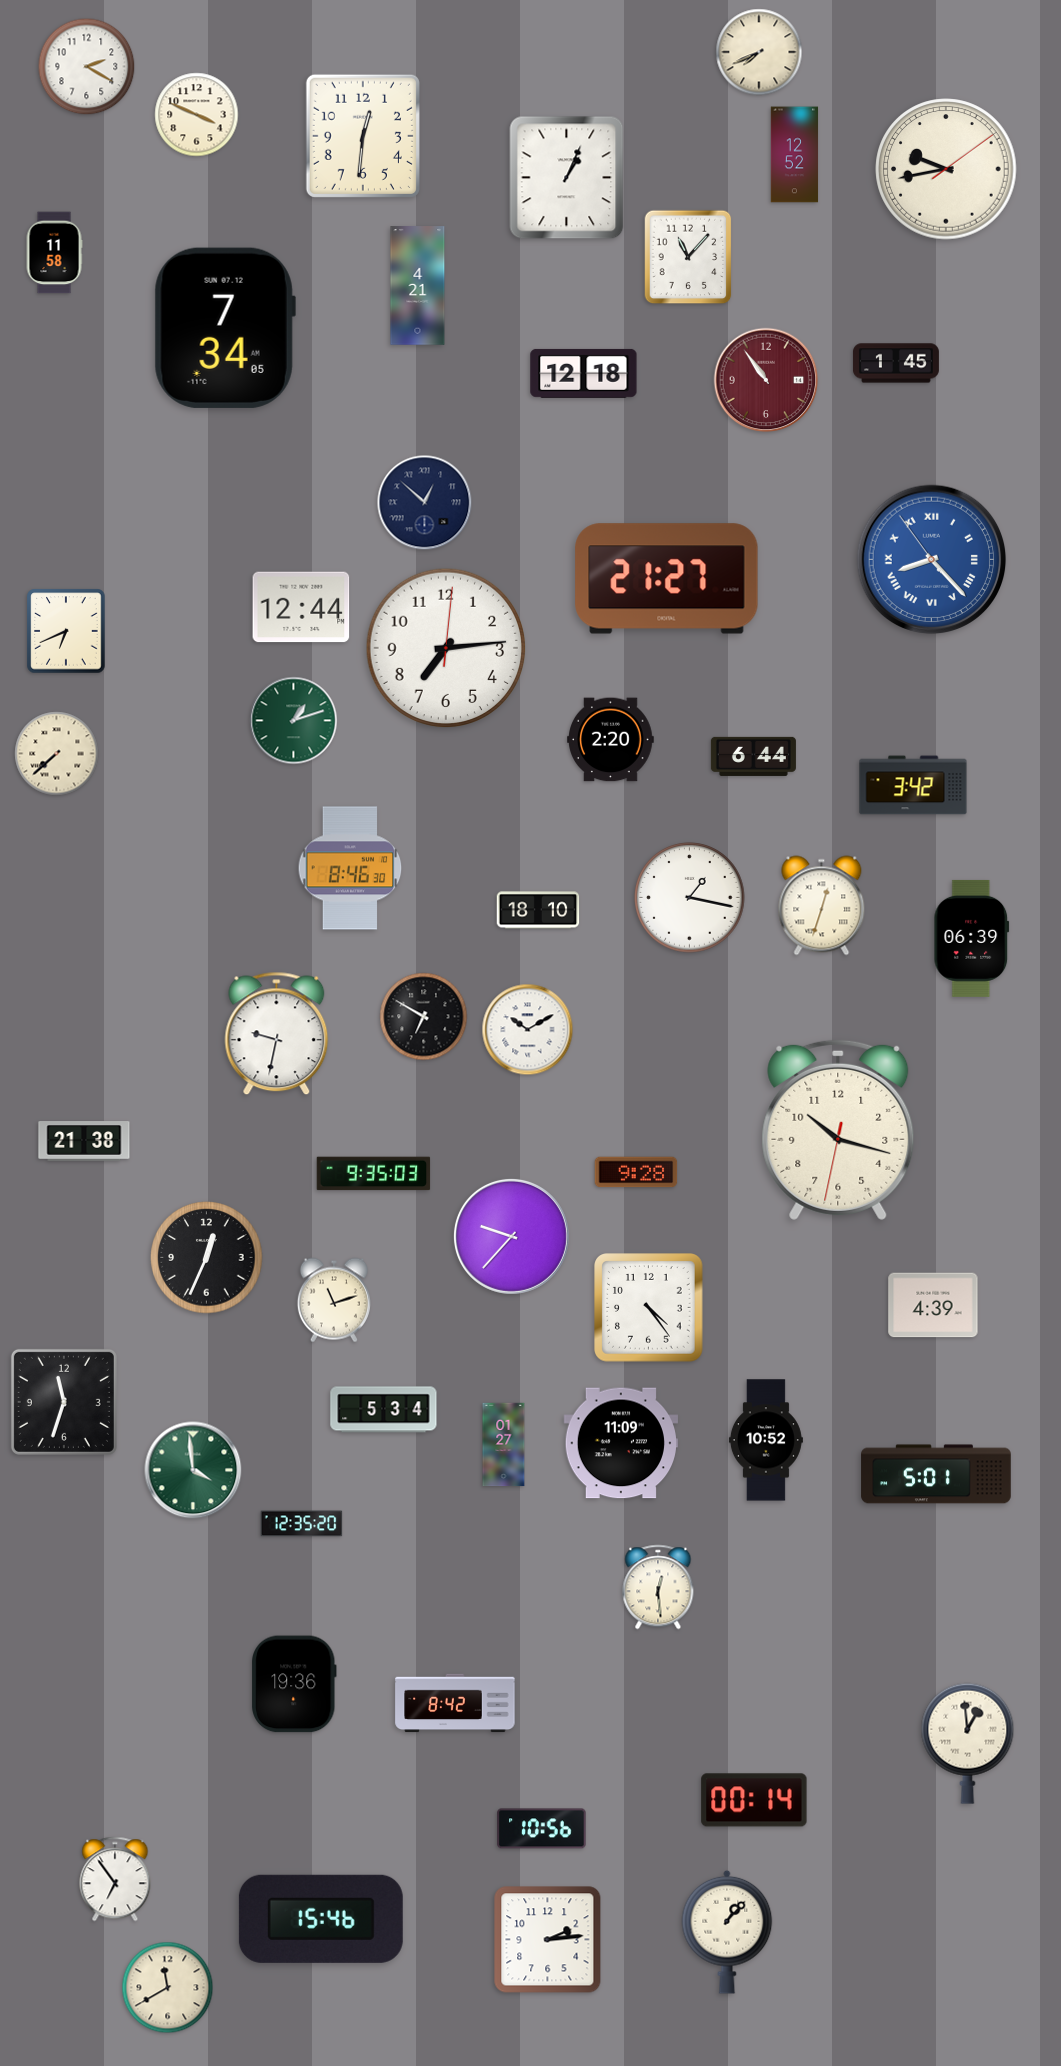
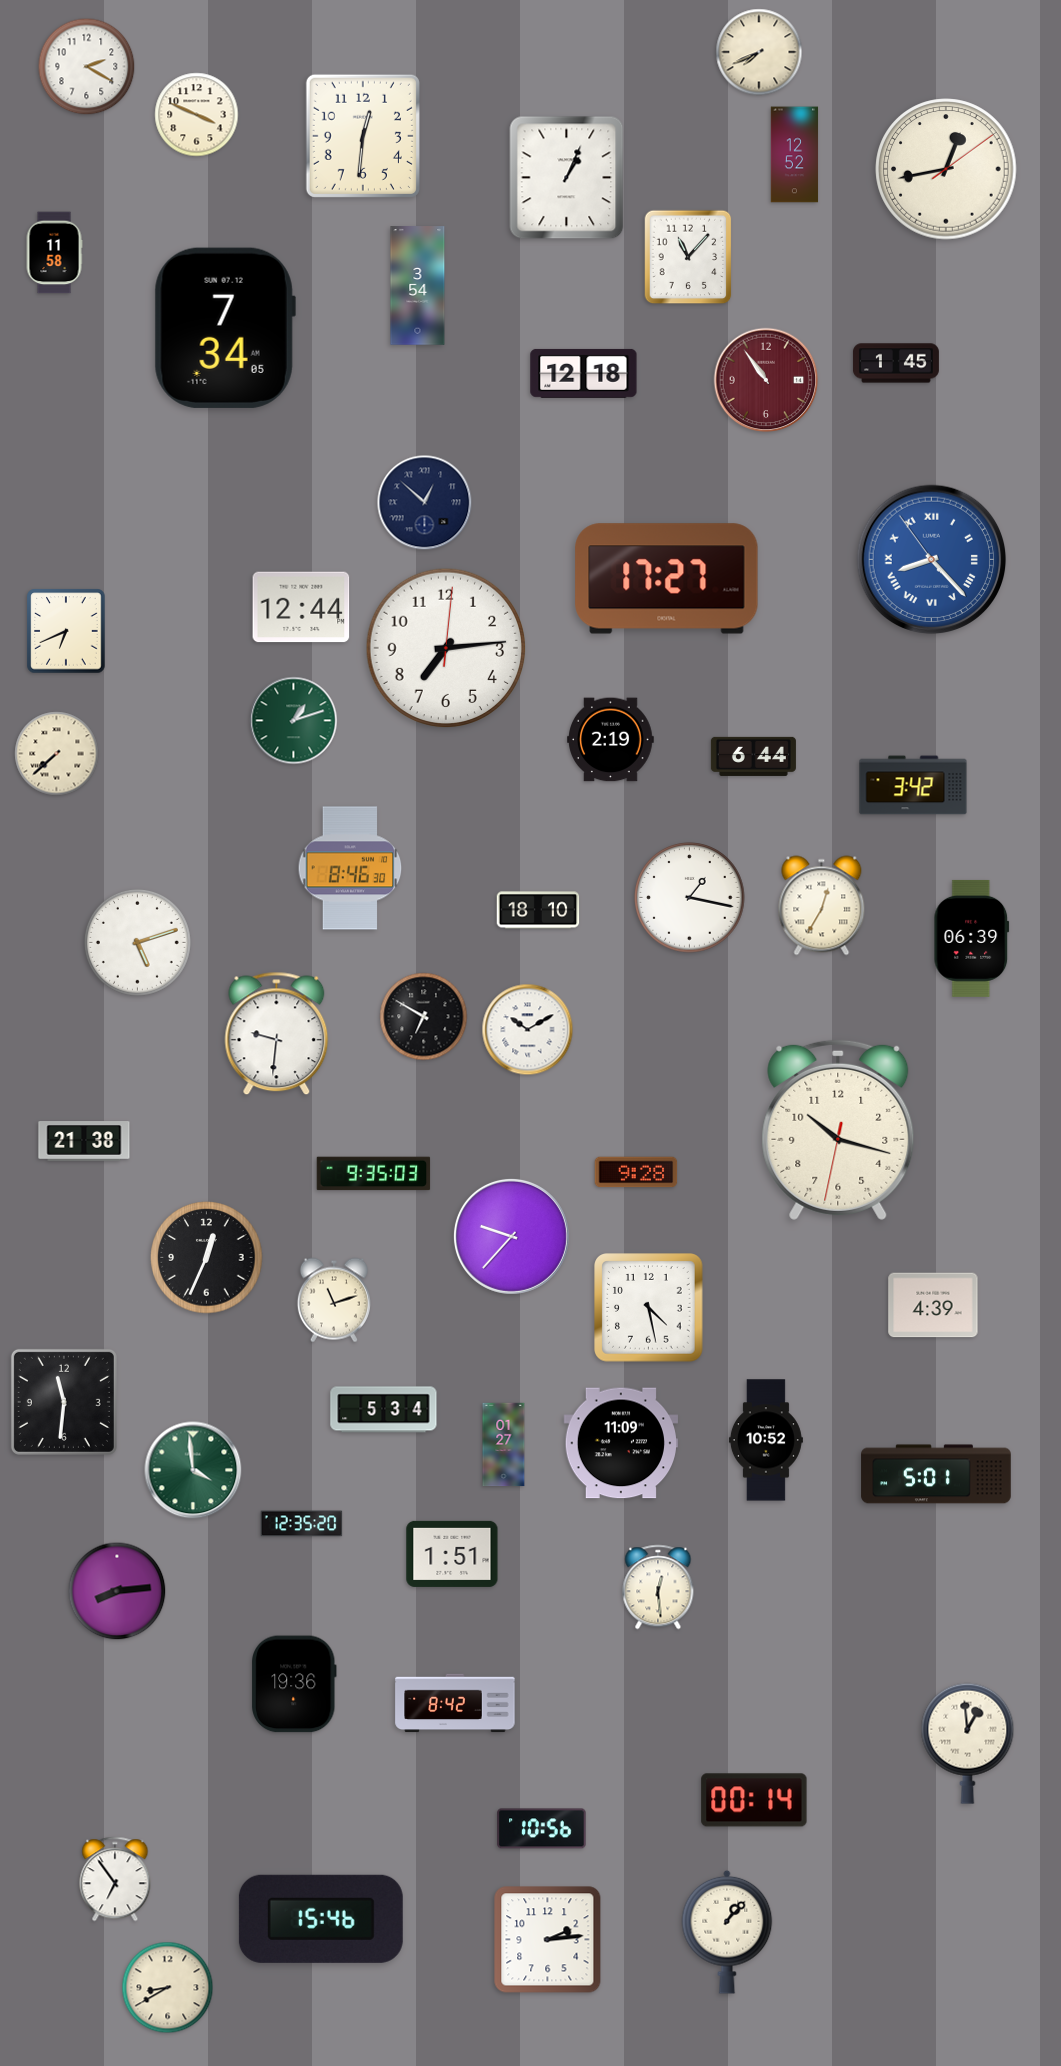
clock at (946, 169): 9:43 -> 12:43
clock at (418, 286): 4:21 -> 3:54
clock at (667, 579): 21:27 -> 17:27
clock at (611, 740): 2:20 -> 2:19
clock at (822, 906): 12:33 -> 12:35
clock at (137, 942): none -> 5:12
clock at (277, 1034): 9:32 -> 9:31
clock at (649, 1308): 4:24 -> 4:28
clock at (64, 1402): 11:33 -> 11:31
clock at (452, 1554): none -> 1:51
clock at (117, 1591): none -> 8:14
clock at (168, 1988): 11:40 -> 8:40
